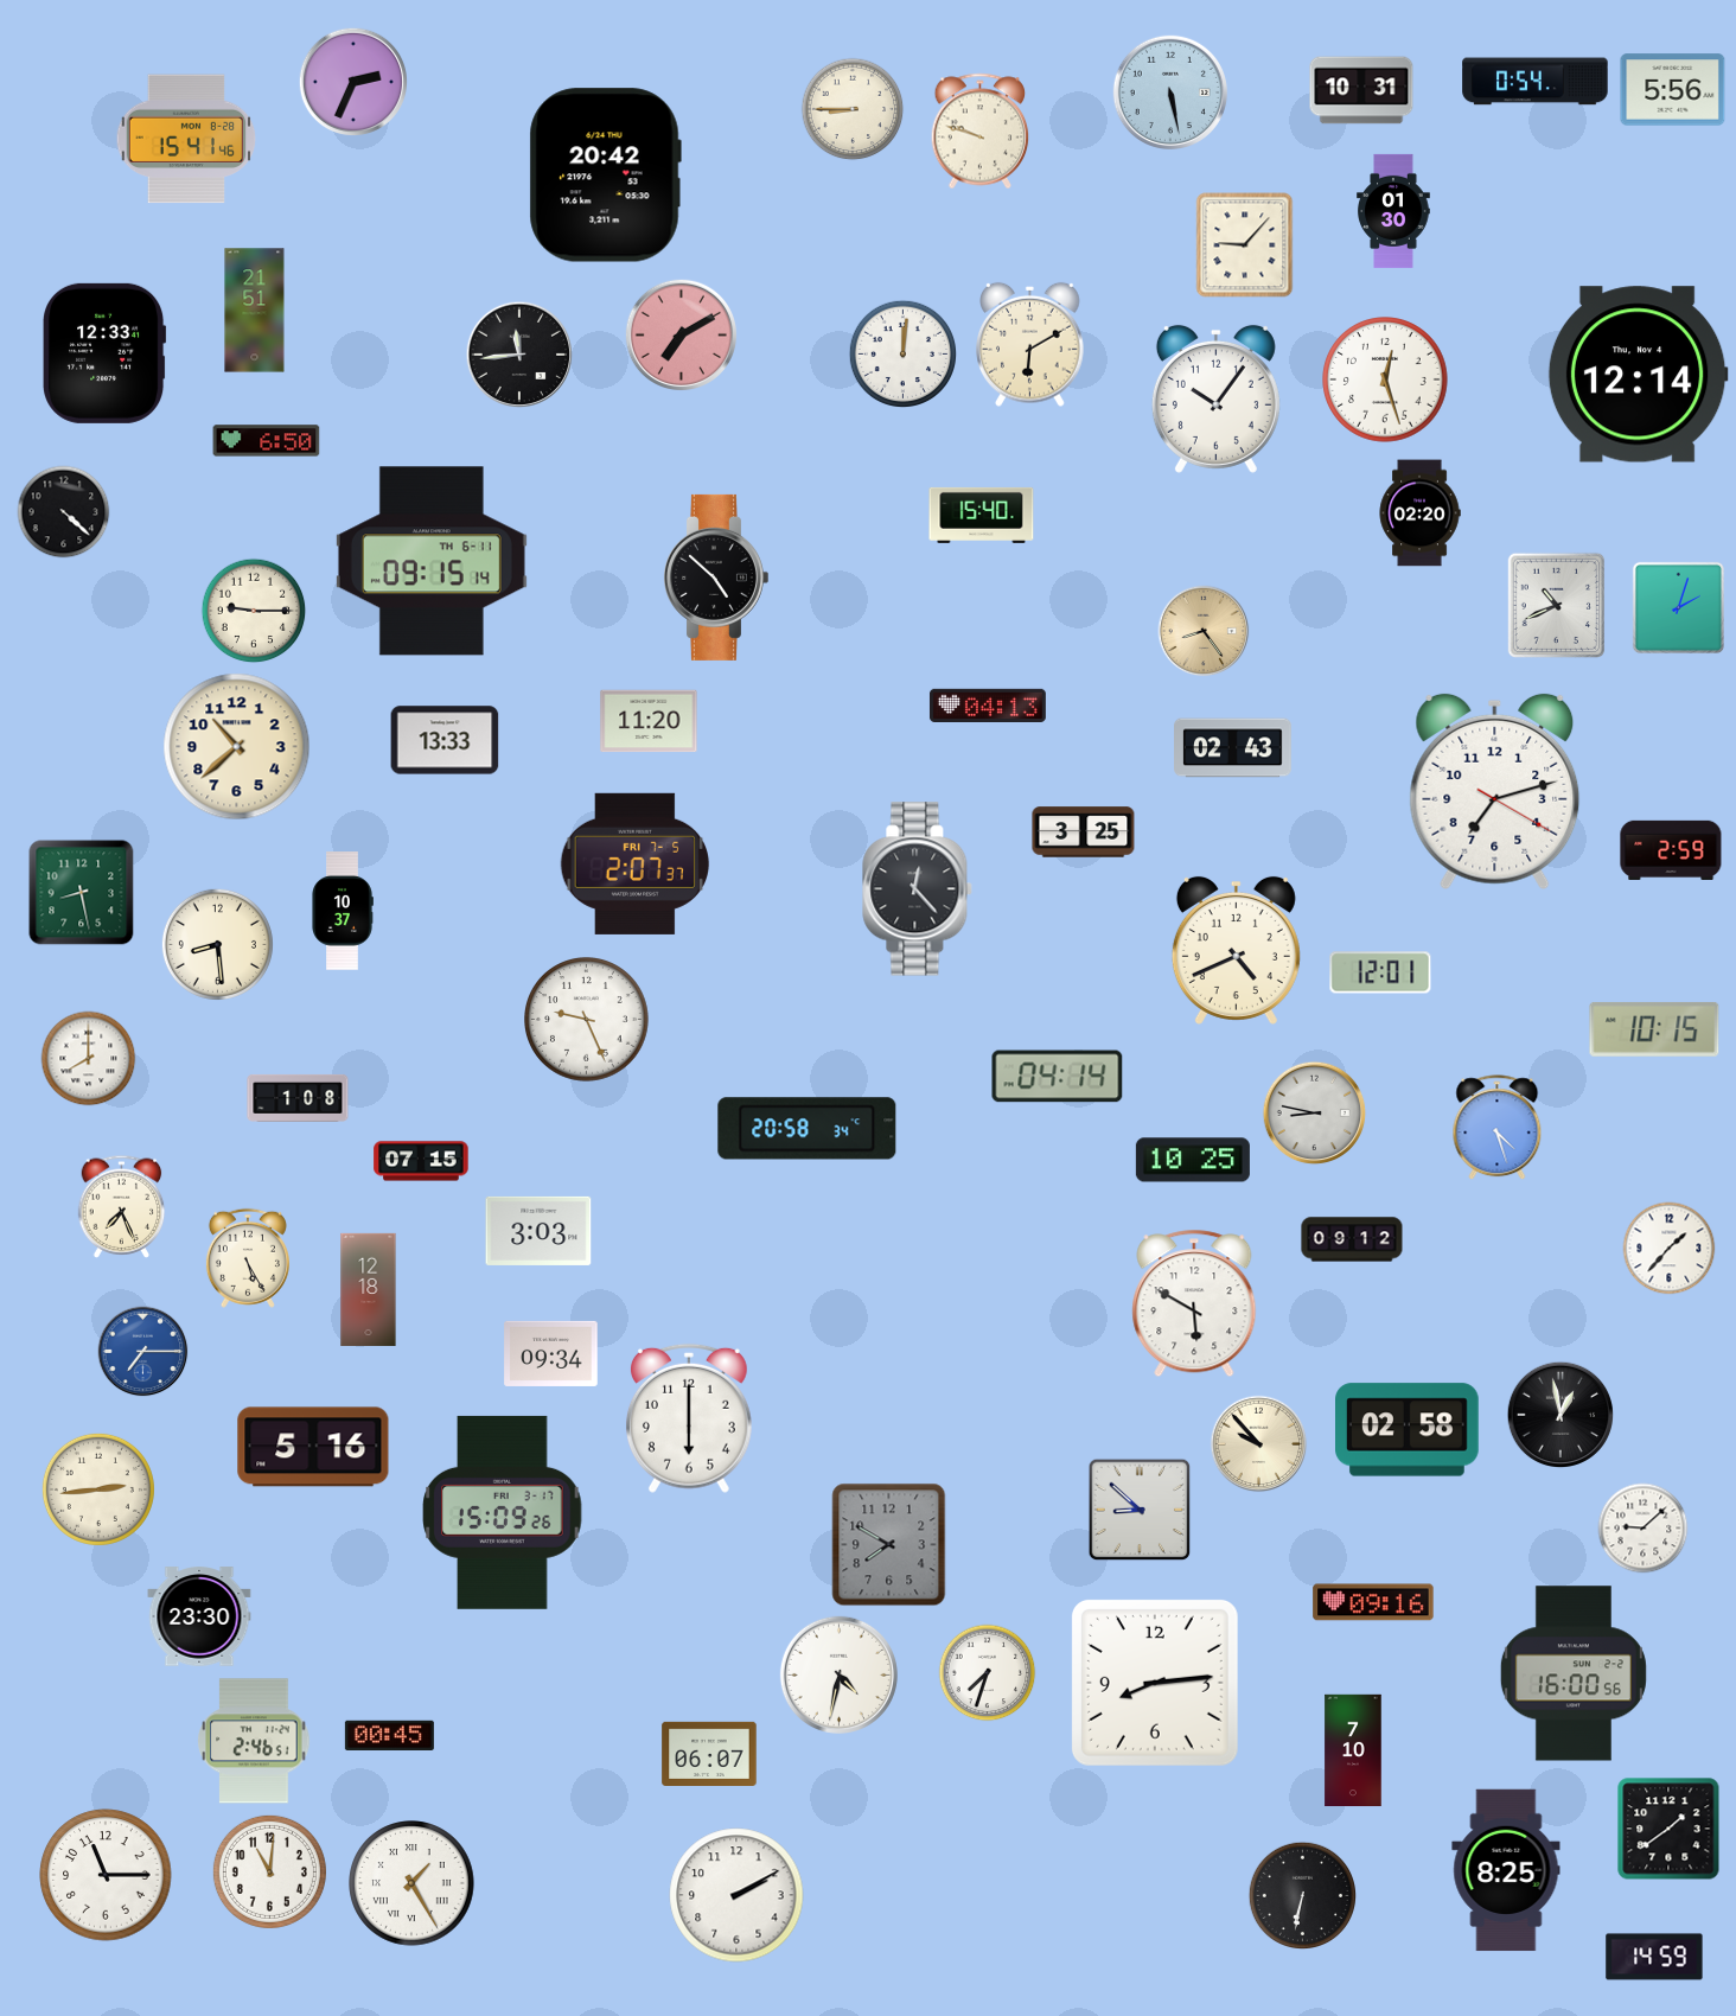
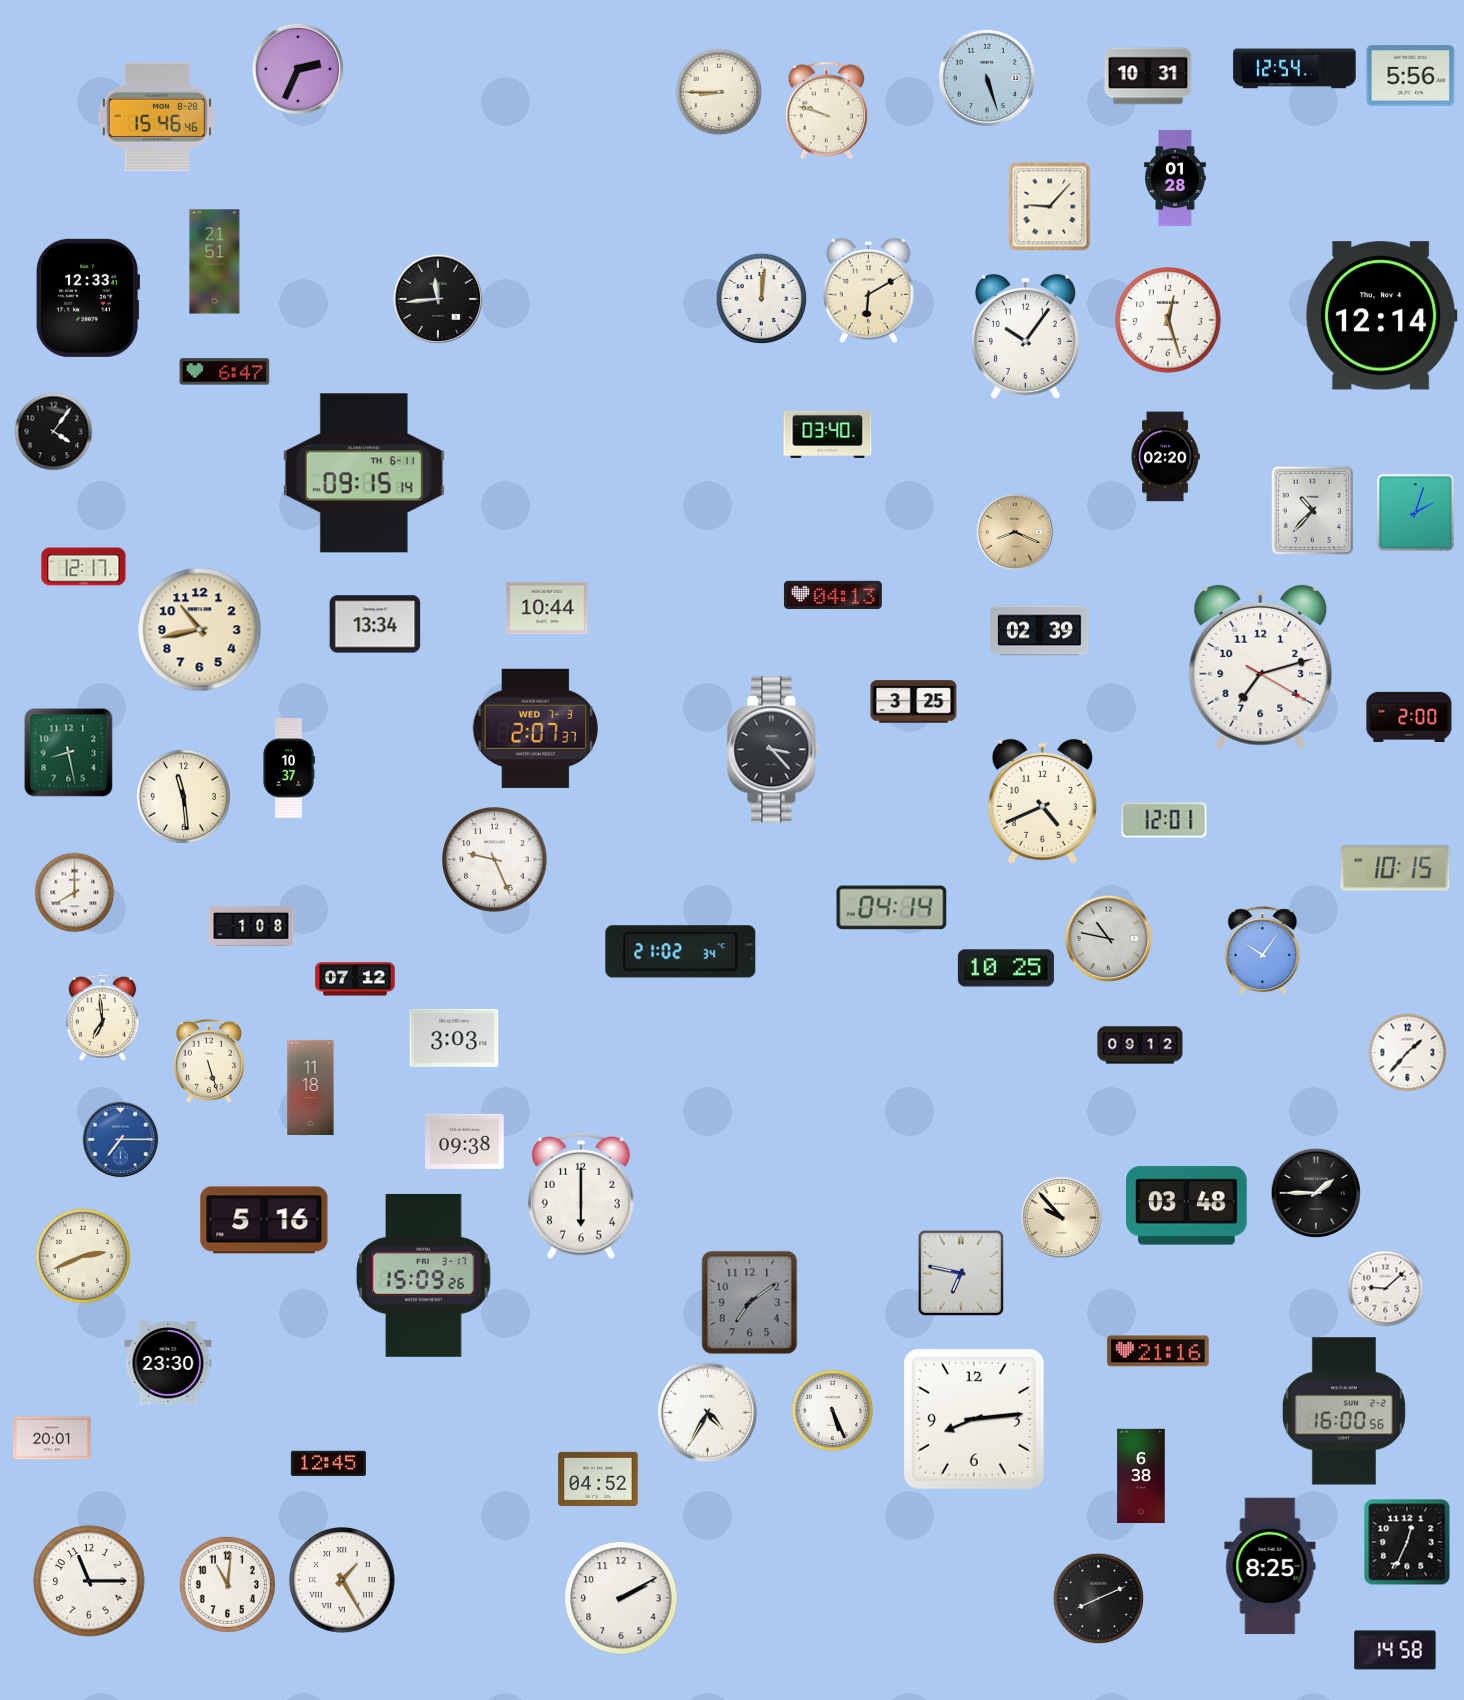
clock at (1536, 82): 0:54 -> 12:54
clock at (1170, 92): 5:28 -> 5:27
clock at (186, 139): 15:41 -> 15:46
clock at (605, 176): 20:42 -> none
clock at (1393, 211): 01:30 -> 01:28
clock at (681, 334): 7:10 -> none
clock at (267, 441): 6:50 -> 6:47
clock at (64, 512): 4:22 -> 4:06
clock at (1419, 513) position: (1419, 513) -> (1165, 457)
clock at (982, 515): 15:40 -> 03:40
clock at (715, 578): 4:52 -> none
clock at (1556, 605): 10:41 -> 10:37
clock at (254, 611): 9:15 -> none
clock at (1204, 631): 8:24 -> 8:19
clock at (84, 567): none -> 12:17
clock at (649, 721): 11:20 -> 10:44
clock at (445, 740): 13:33 -> 13:34
clock at (237, 747): 10:38 -> 10:43
clock at (1233, 748): 02:43 -> 02:39
clock at (1671, 850): 2:59 -> 2:00
clock at (634, 863) date: FRI 7-5 -> WED 7-3
clock at (918, 889): 12:23 -> 3:23
clock at (217, 944): 8:29 -> 11:29
clock at (1315, 1114): 8:47 -> 10:47
clock at (1498, 1128): 4:27 -> 10:06
clock at (808, 1129): 20:58 -> 21:02
clock at (1193, 1160) position: (1193, 1160) -> (1006, 968)
clock at (421, 1161): 07:15 -> 07:12
clock at (122, 1206): 7:26 -> 6:59
clock at (248, 1258): 5:25 -> 5:27
clock at (369, 1289): 12:18 -> 11:18
clock at (1194, 1303): 5:50 -> none
clock at (551, 1353): 09:34 -> 09:38
clock at (1561, 1415): 12:58 -> 1:45
clock at (1408, 1430): 02:58 -> 03:48
clock at (98, 1489): 2:44 -> 2:41
clock at (1140, 1510): 8:52 -> 6:47
clock at (889, 1545): 7:50 -> 7:09
clock at (1373, 1602): 09:16 -> 21:16
clock at (988, 1673): 7:33 -> 5:26
clock at (1574, 1673) position: (1574, 1673) -> (1344, 1411)
clock at (838, 1674): 4:32 -> 4:35
clock at (52, 1438): none -> 20:01
clock at (389, 1735): 00:45 -> 12:45
clock at (254, 1741): 2:46 -> none
clock at (1353, 1750): 7:10 -> 6:38
clock at (709, 1753): 06:07 -> 04:52
clock at (1668, 1829): 1:39 -> 12:34
clock at (1506, 1870) position: (1506, 1870) -> (1270, 1566)
clock at (269, 1871) position: (269, 1871) -> (227, 1584)
clock at (411, 1883) position: (411, 1883) -> (342, 1580)
clock at (1302, 1895): 6:32 -> 8:11
clock at (1654, 1957): 14:59 -> 14:58
